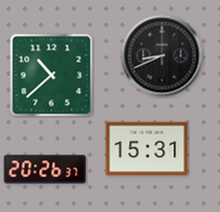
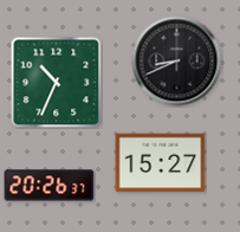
clock at (52, 76): 10:38 -> 10:34
clock at (147, 149): 15:31 -> 15:27
